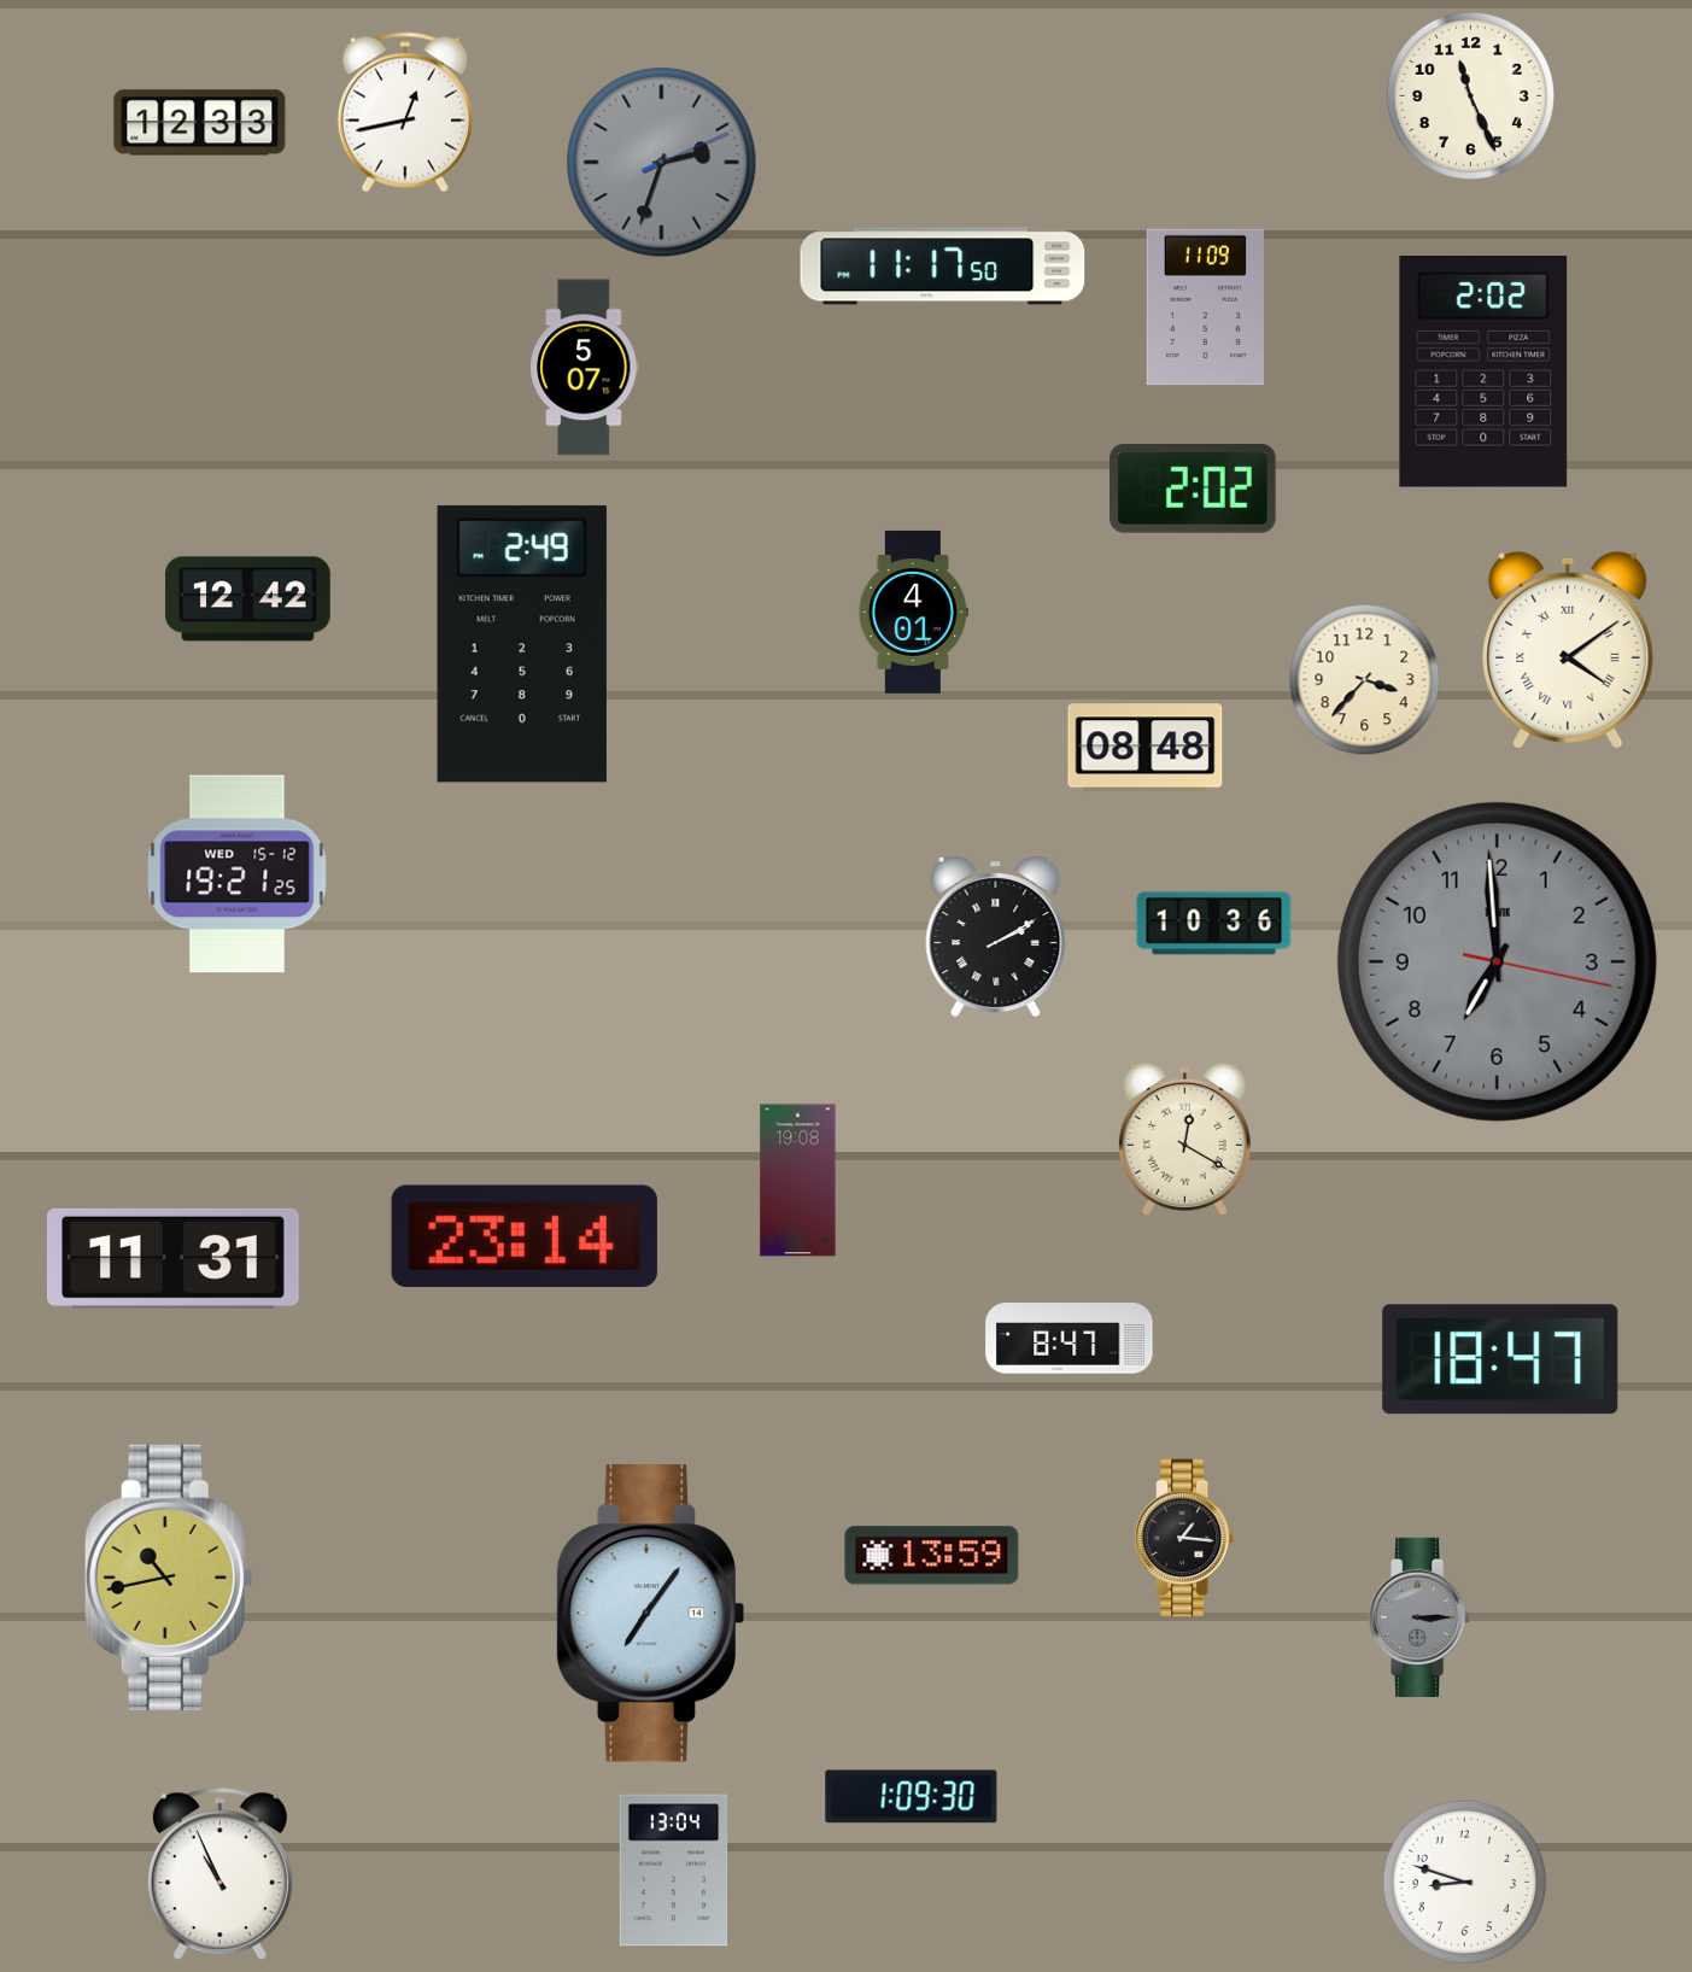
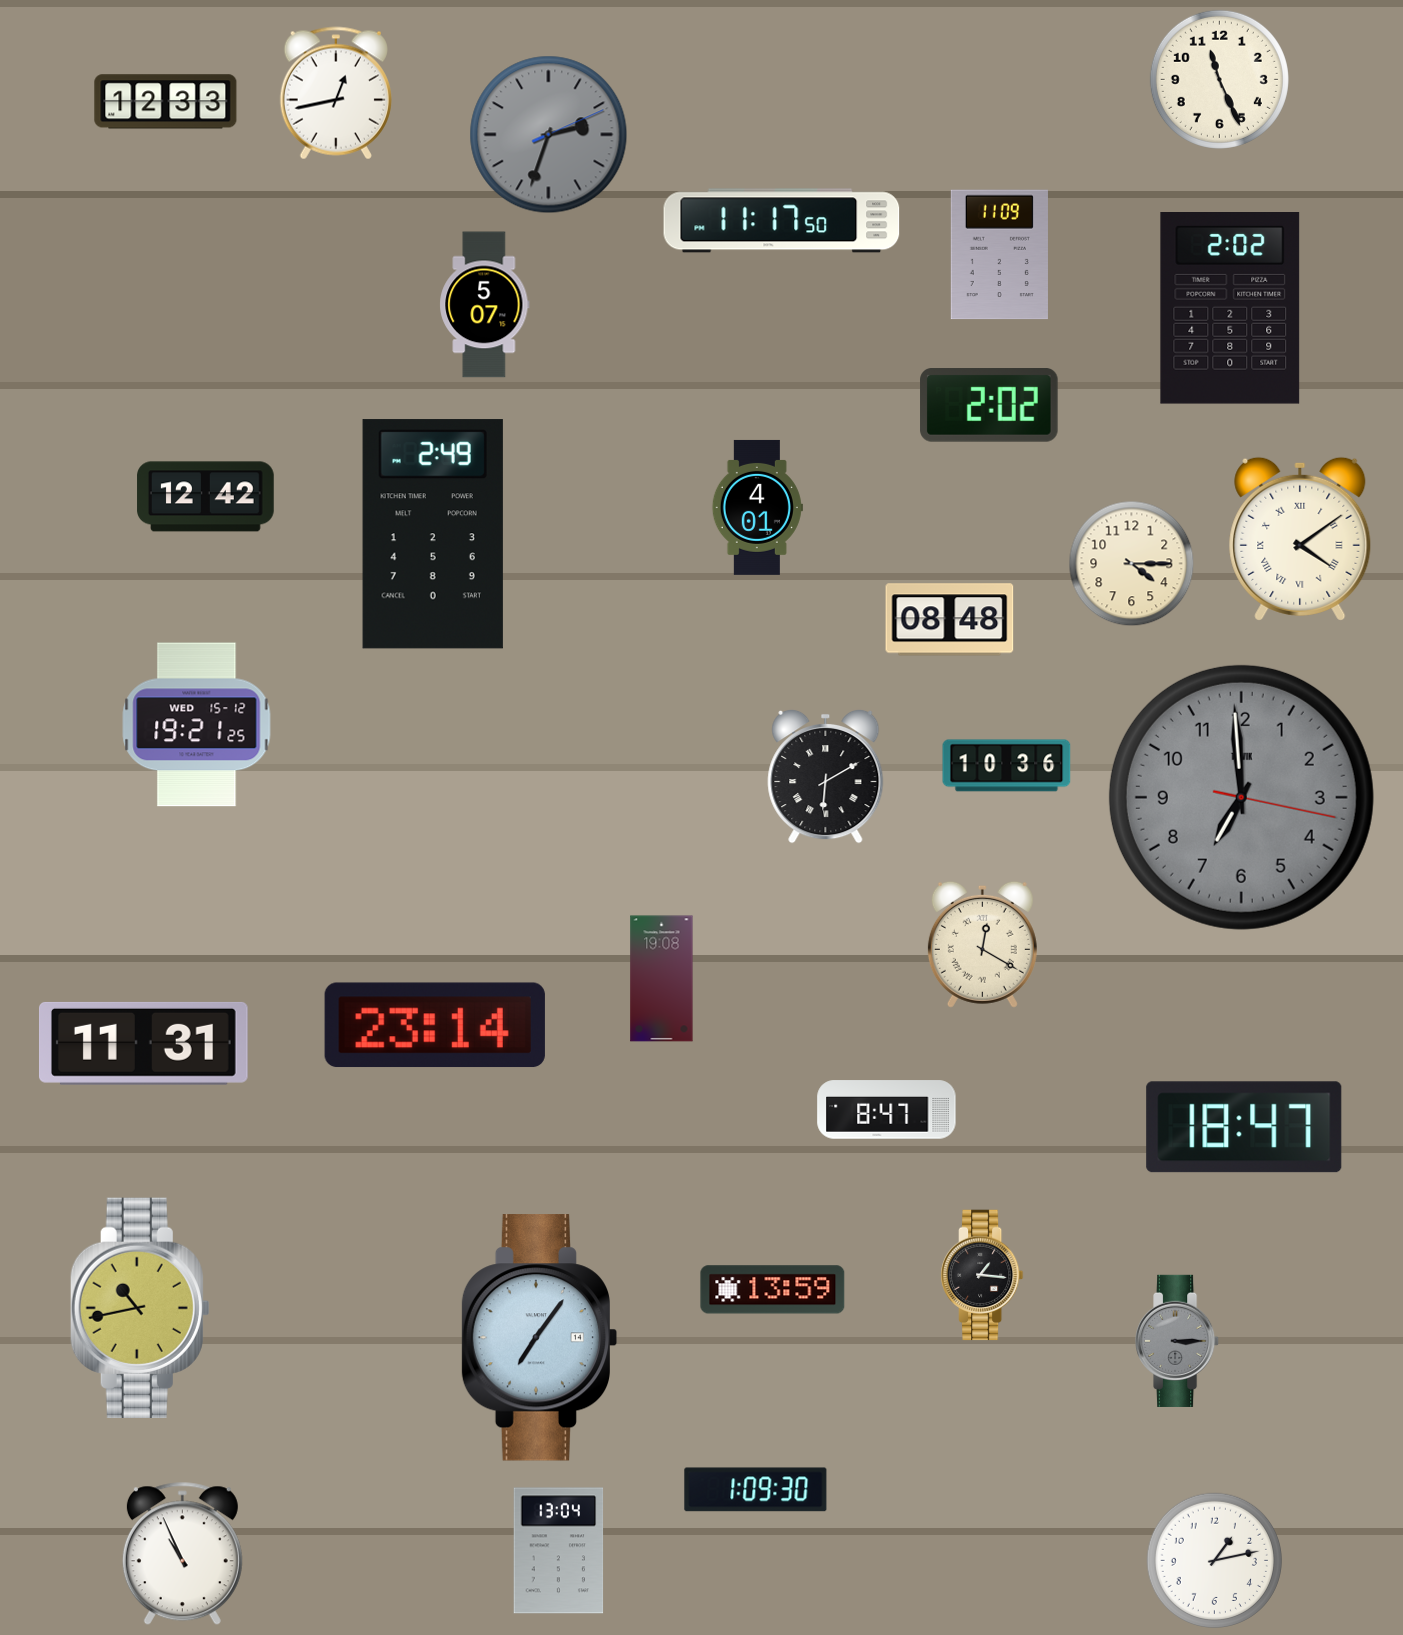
clock at (1365, 680): 3:37 -> 4:15
clock at (996, 936): 2:10 -> 6:10
clock at (1464, 1882): 8:48 -> 1:13
